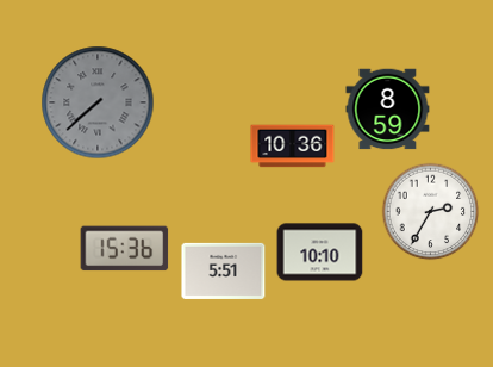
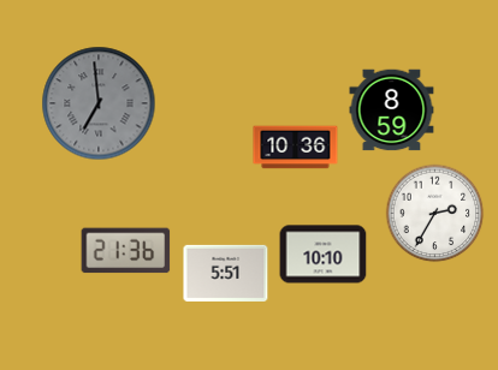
clock at (98, 102): 7:38 -> 6:59
clock at (125, 249): 15:36 -> 21:36
